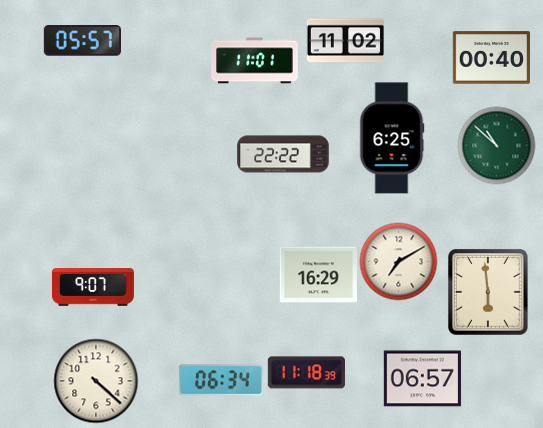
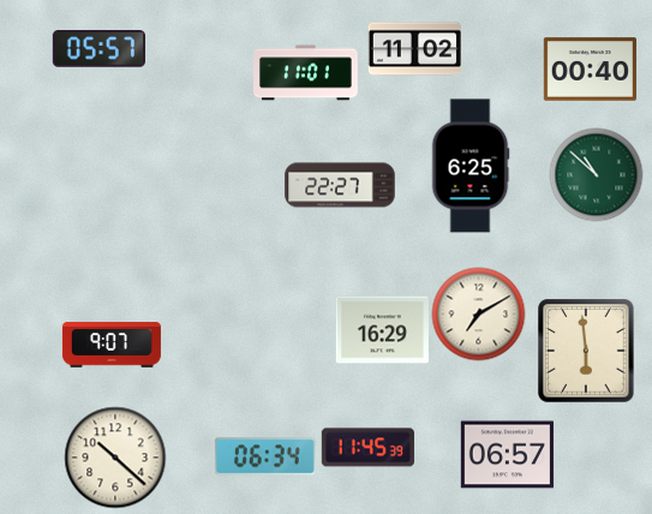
clock at (283, 154): 22:22 -> 22:27
clock at (306, 373): 11:18 -> 11:45
clock at (96, 381): 4:22 -> 10:22
